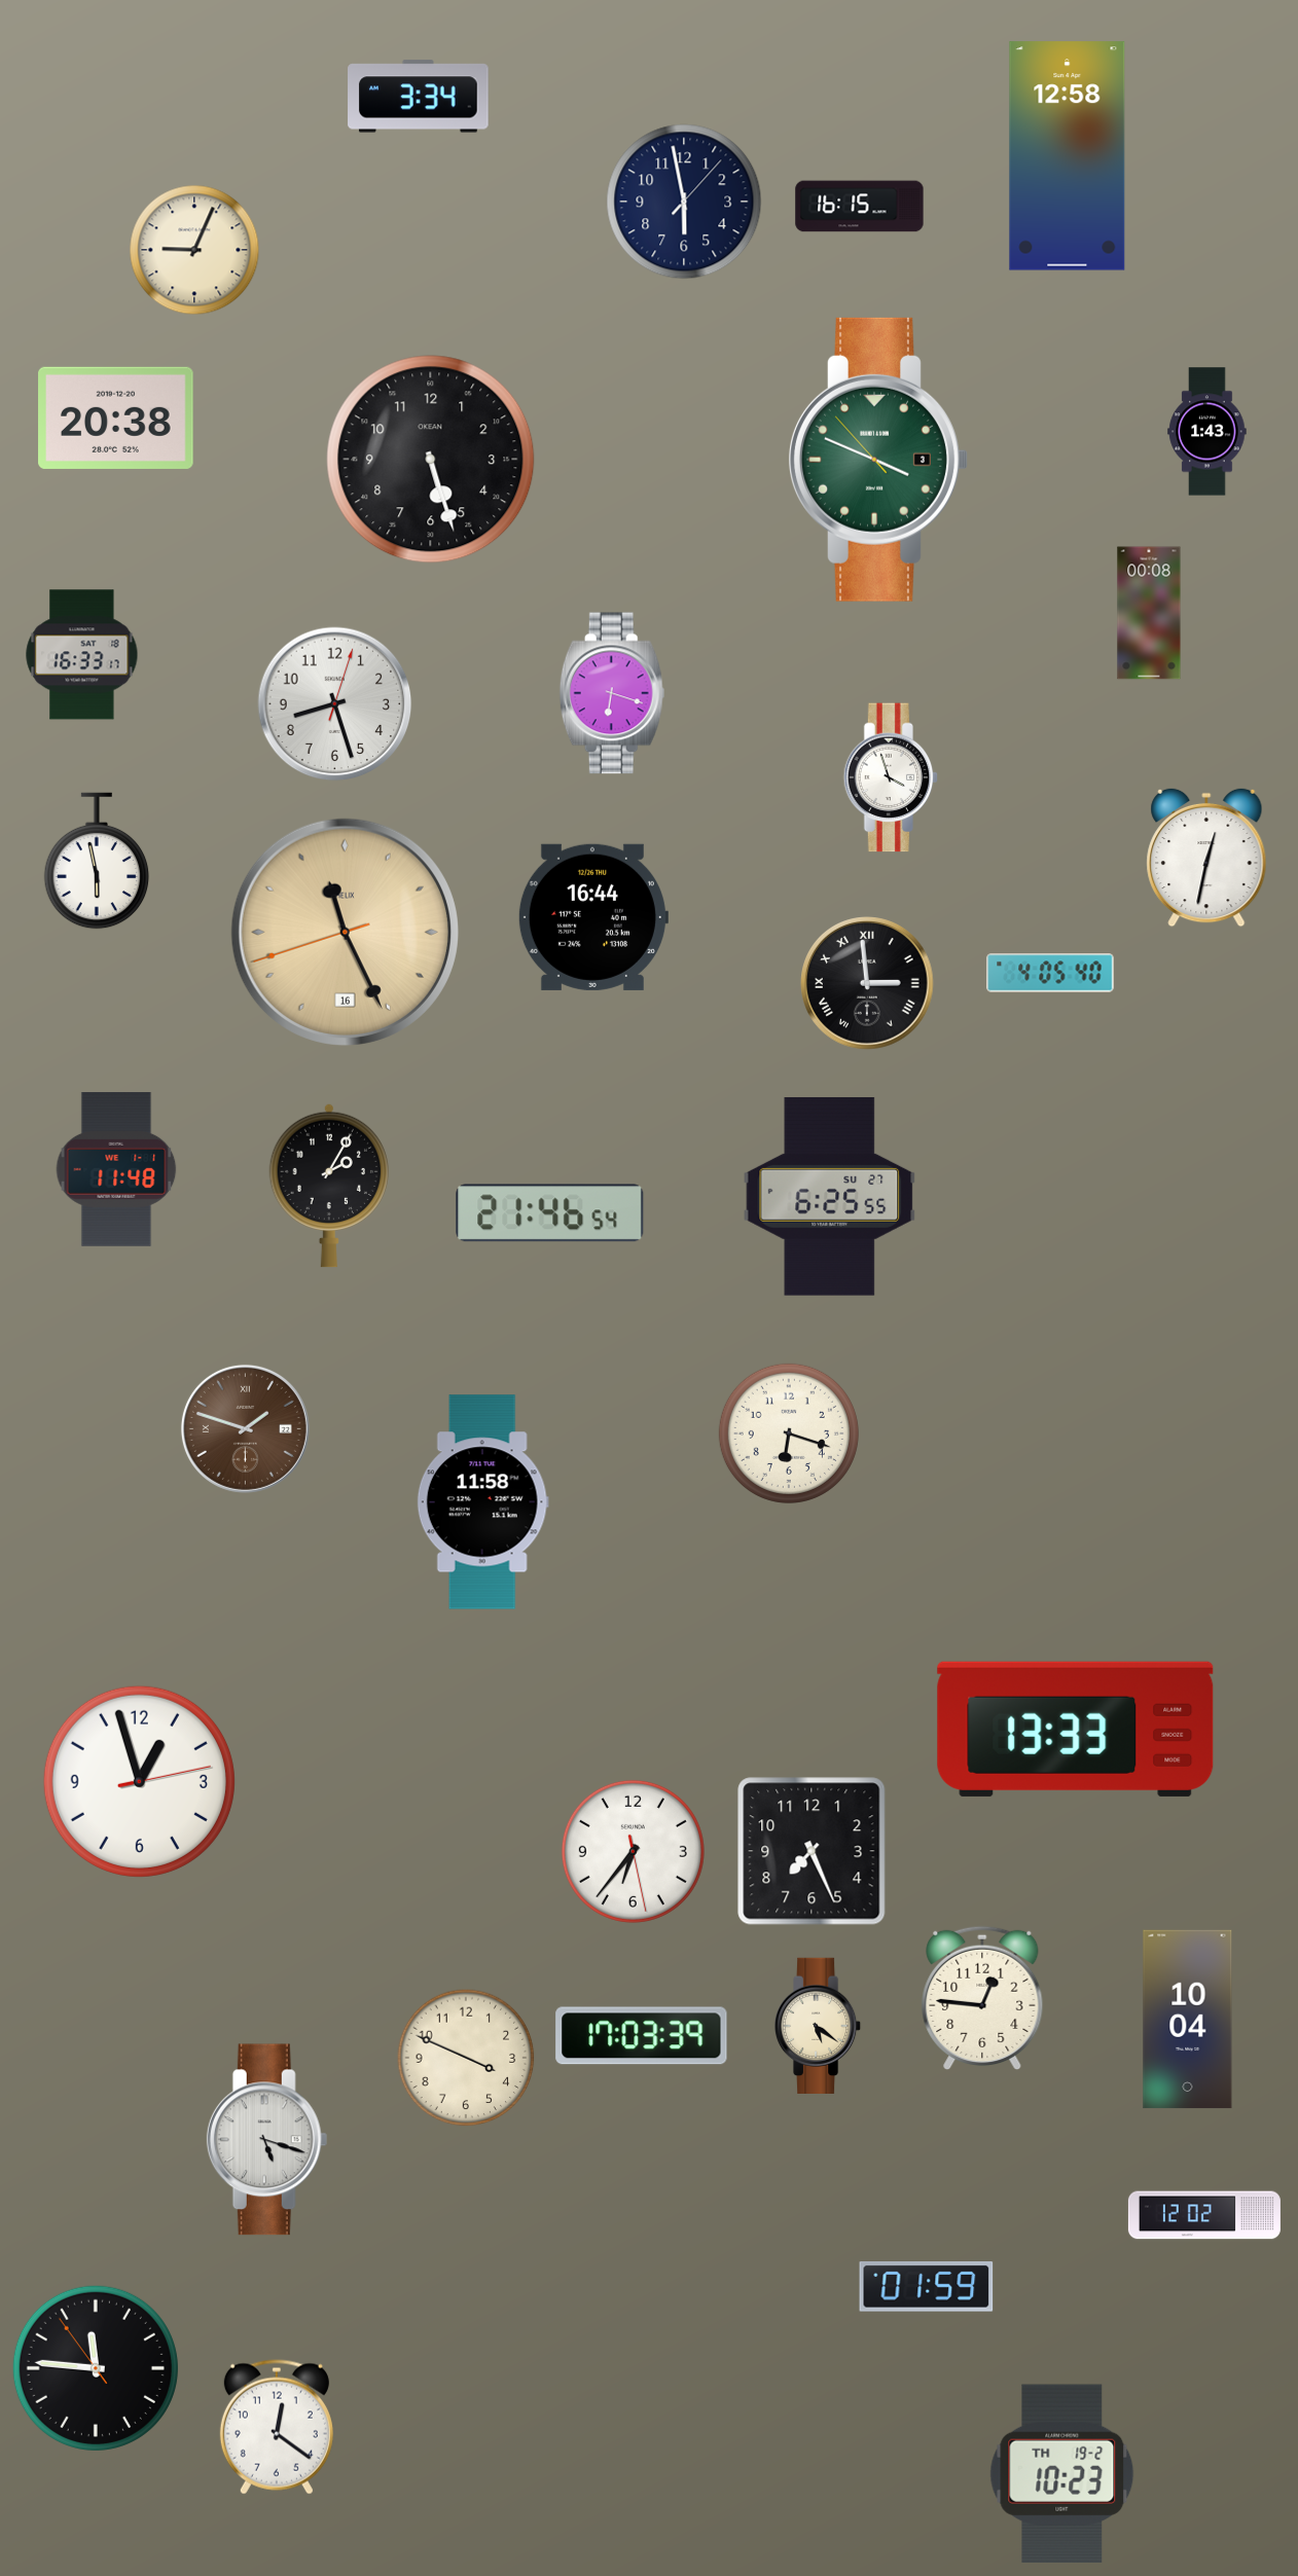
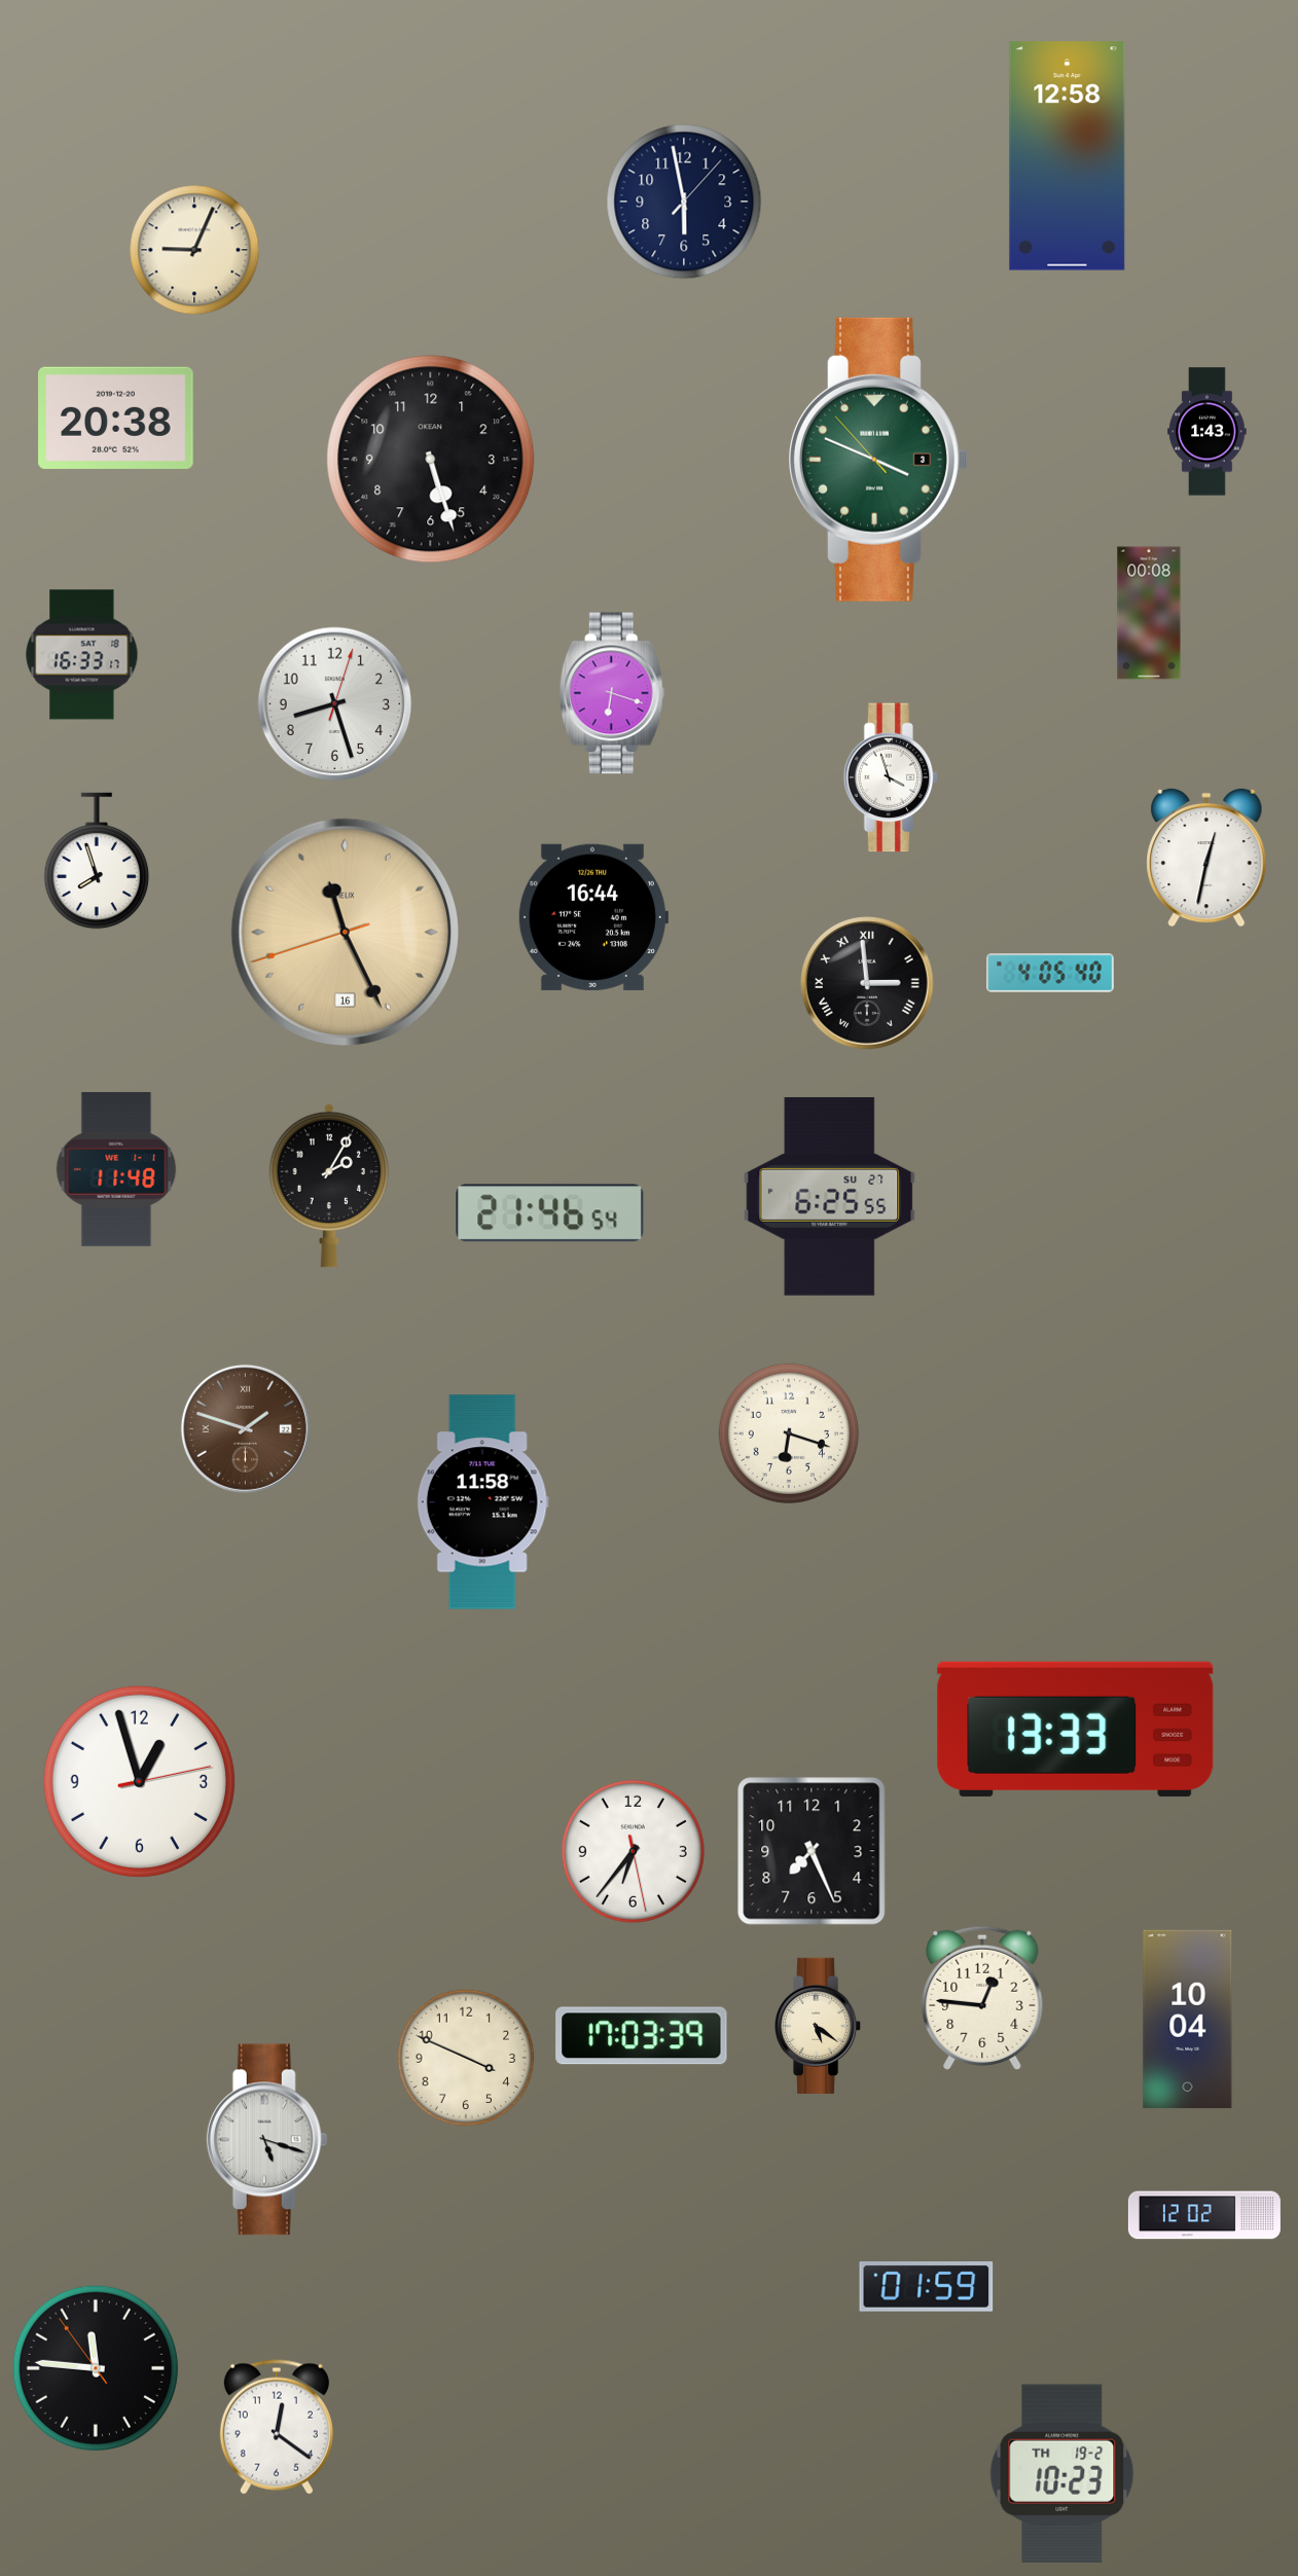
clock at (419, 97): 3:34 -> none
clock at (860, 207): 16:15 -> none
clock at (97, 861): 5:58 -> 7:57
